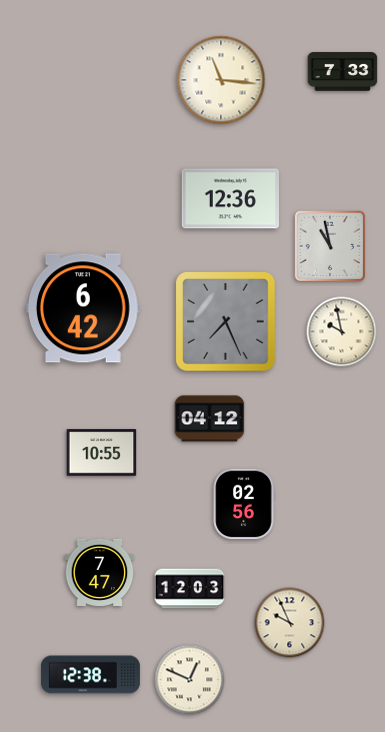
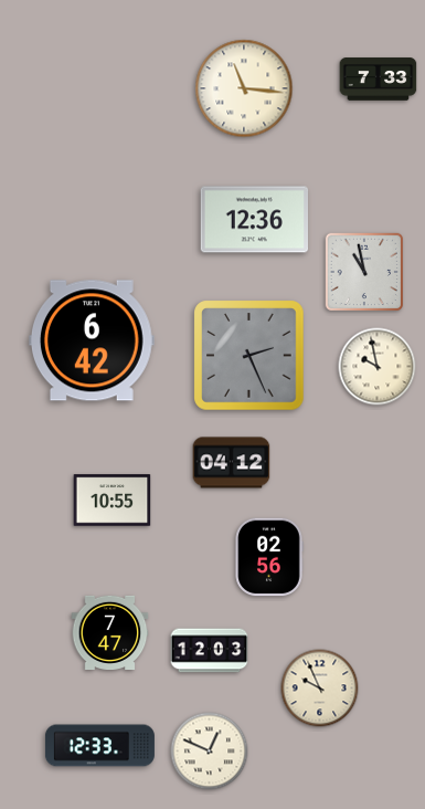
clock at (226, 322): 7:26 -> 2:26
clock at (90, 675): 12:38 -> 12:33
